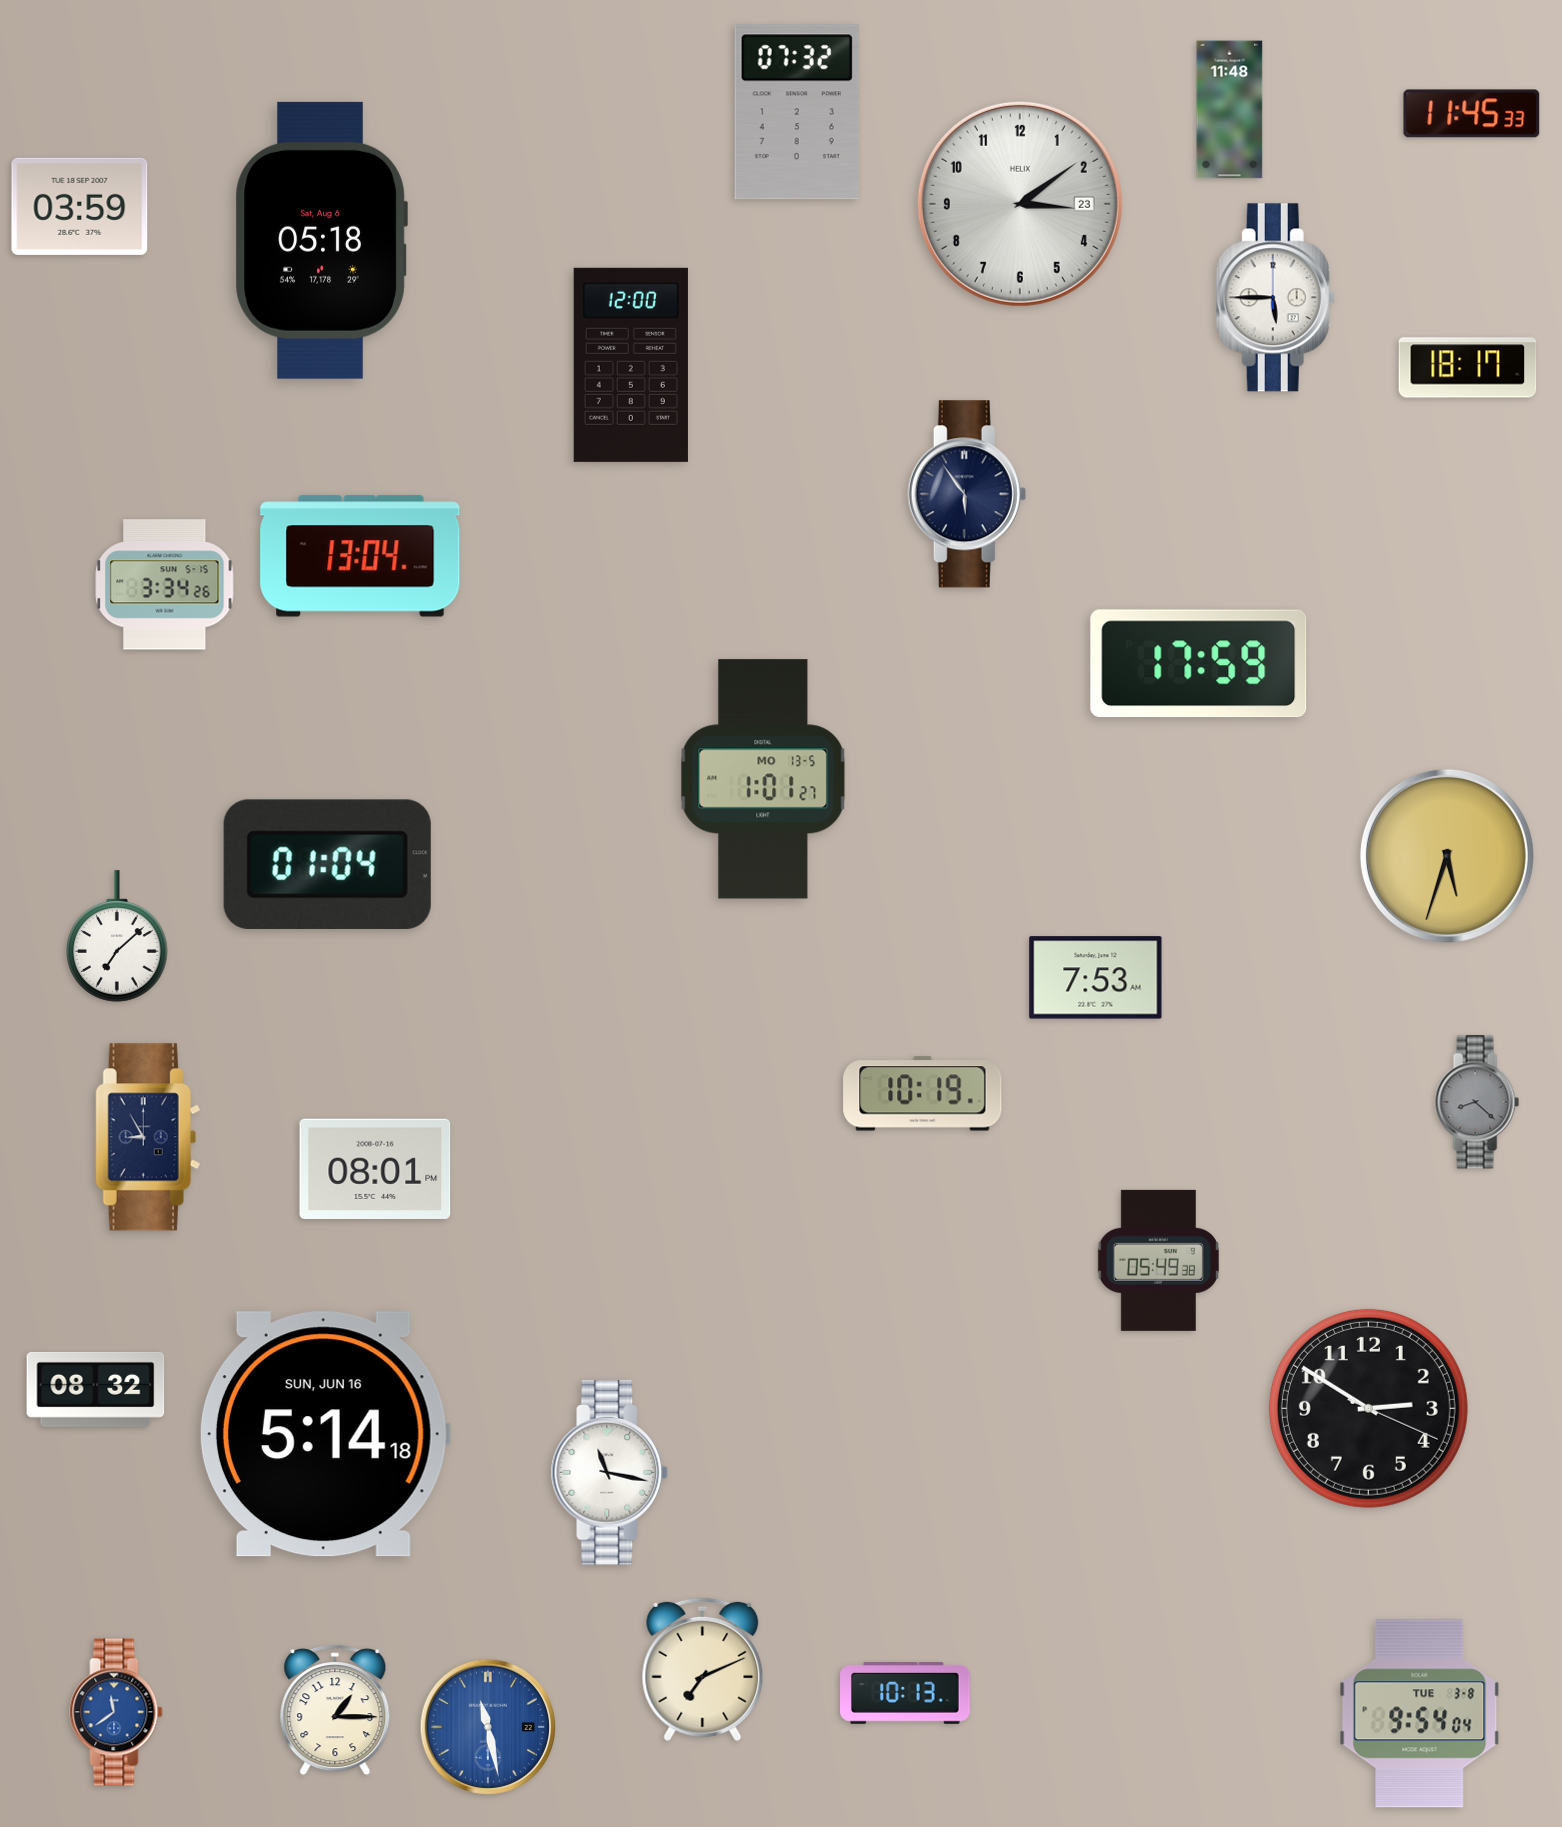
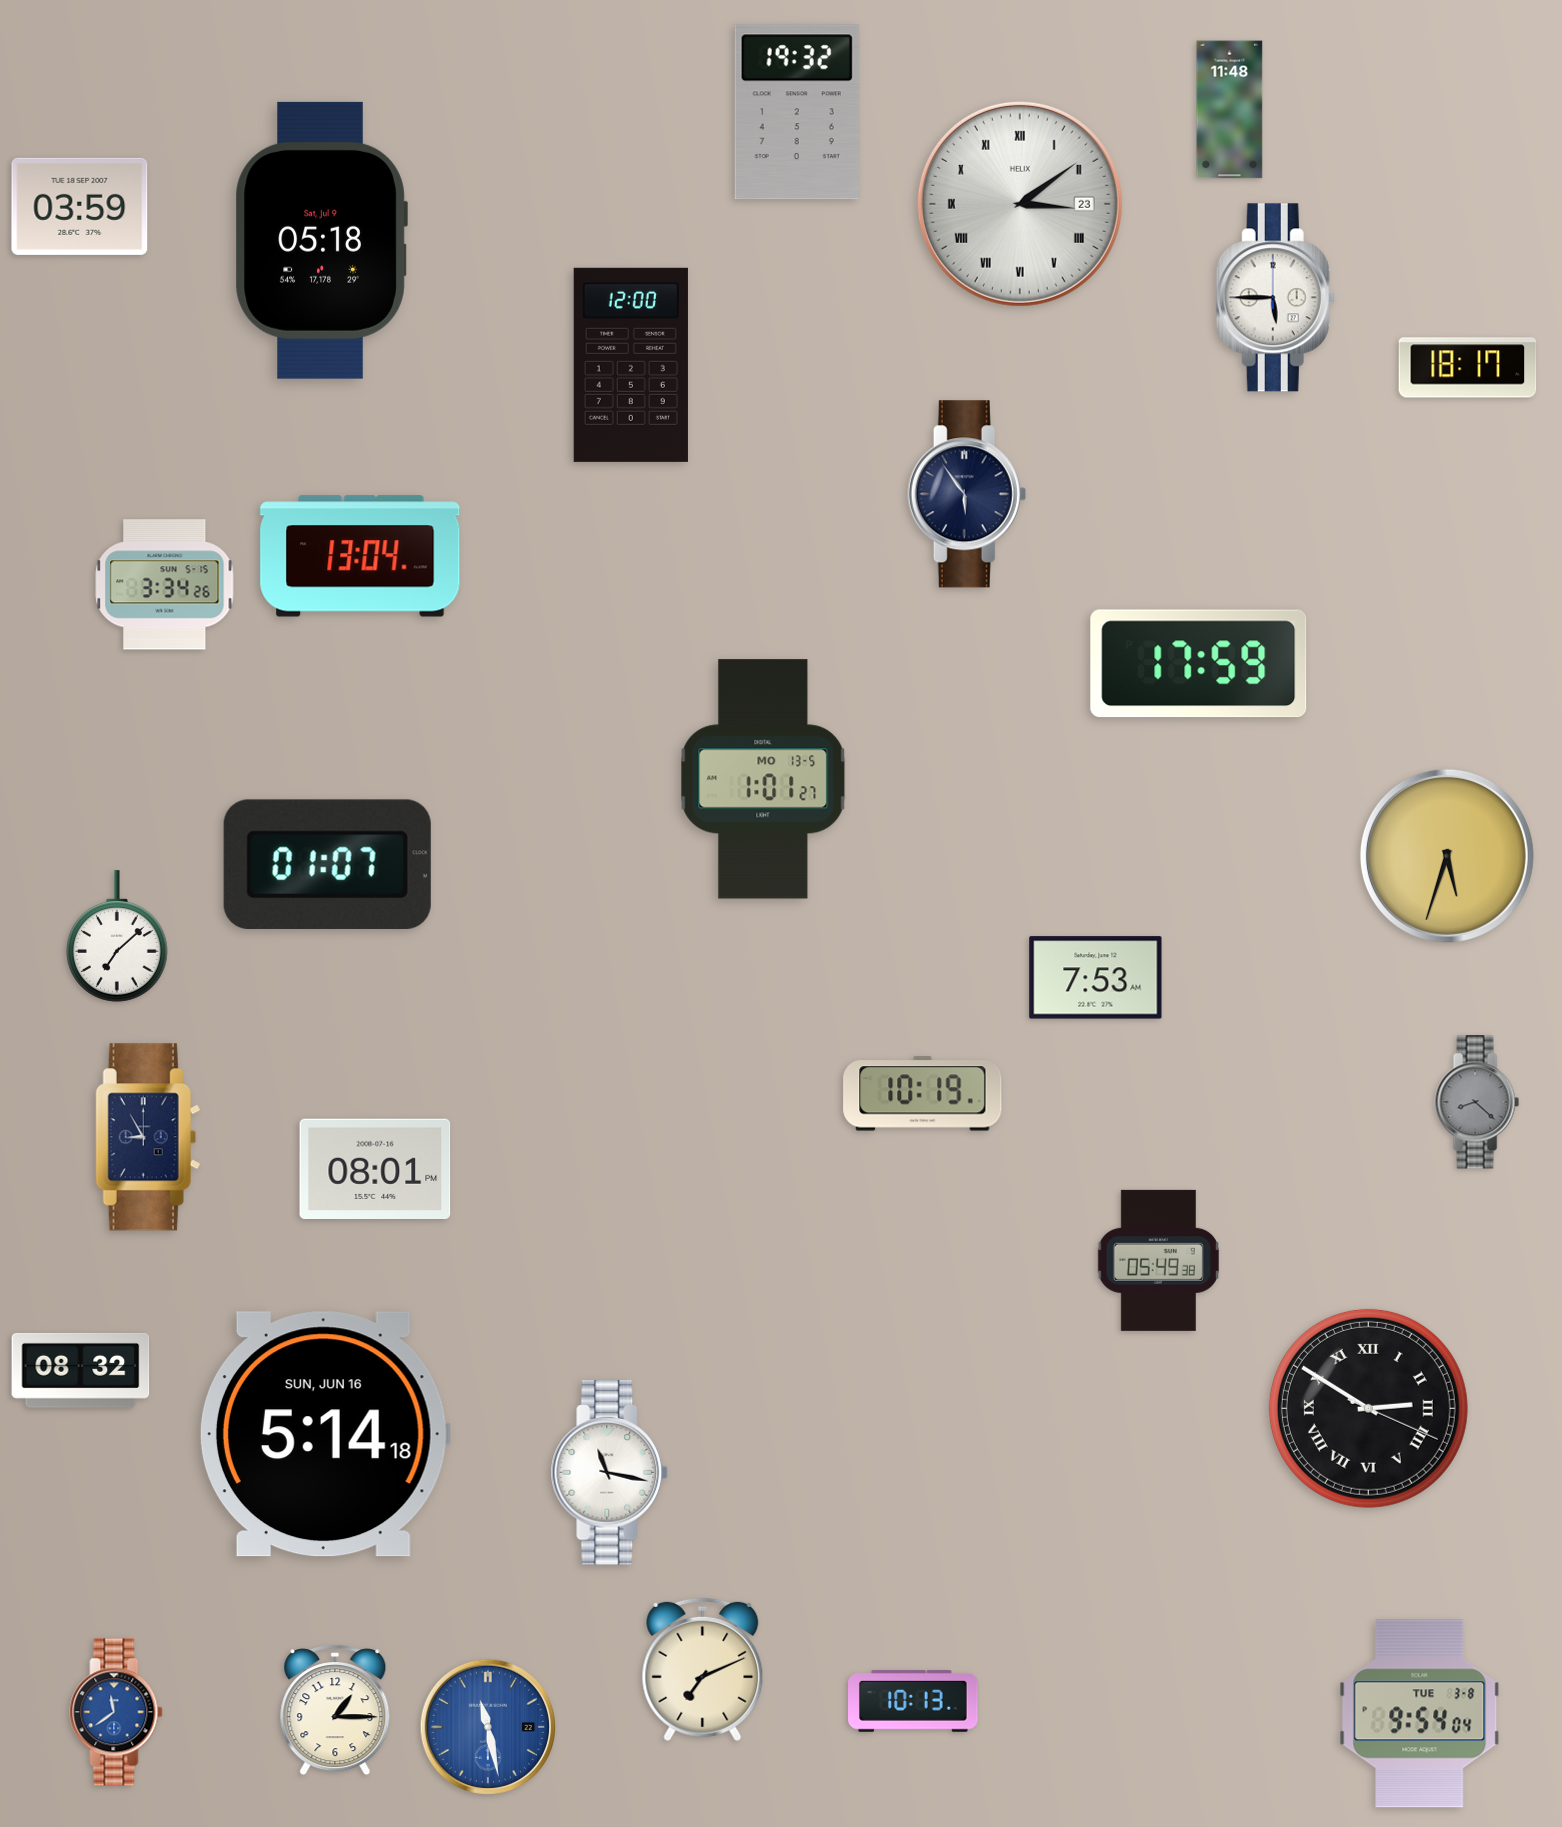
clock at (797, 112): 07:32 -> 19:32
clock at (1472, 114): 11:45 -> none
clock at (1020, 204) numerals: Arabic -> Roman
clock at (321, 240) date: Sat, Aug 6 -> Sat, Jul 9
clock at (327, 864): 01:04 -> 01:07
clock at (96, 1389) position: (96, 1389) -> (81, 1370)
clock at (1368, 1408) numerals: Arabic -> Roman
clock at (905, 1694) position: (905, 1694) -> (913, 1702)
